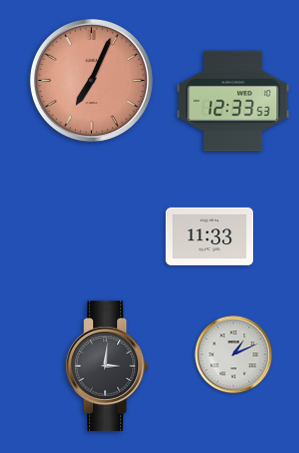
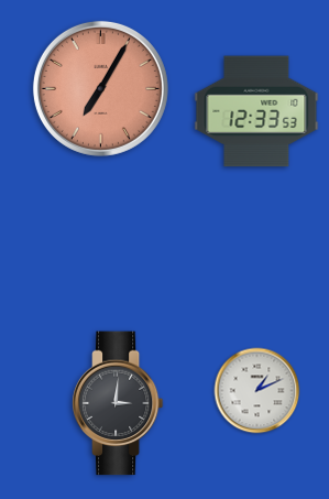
clock at (91, 80): 7:04 -> 7:05
clock at (210, 237): 11:33 -> none
